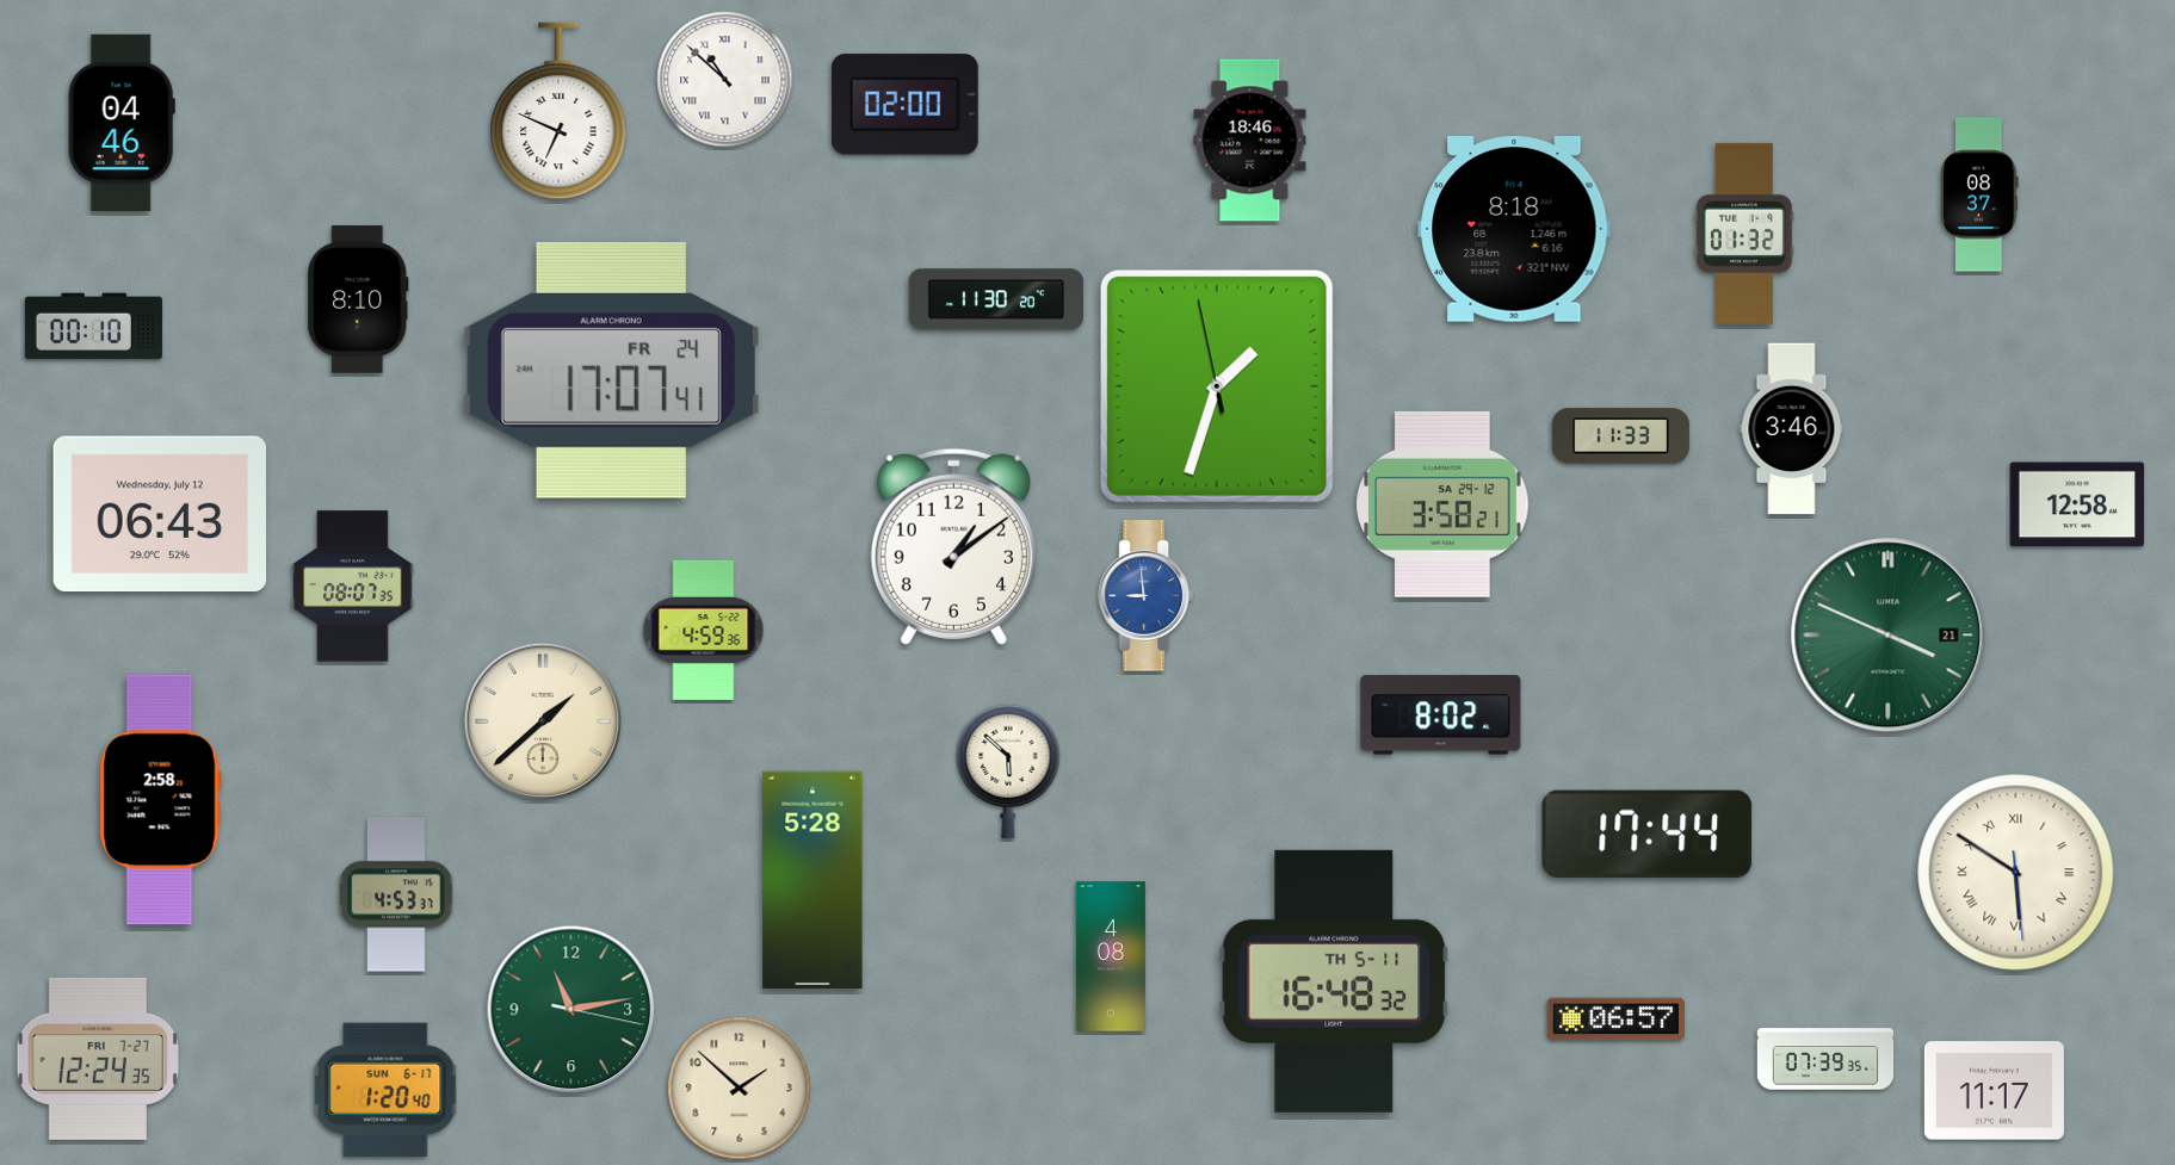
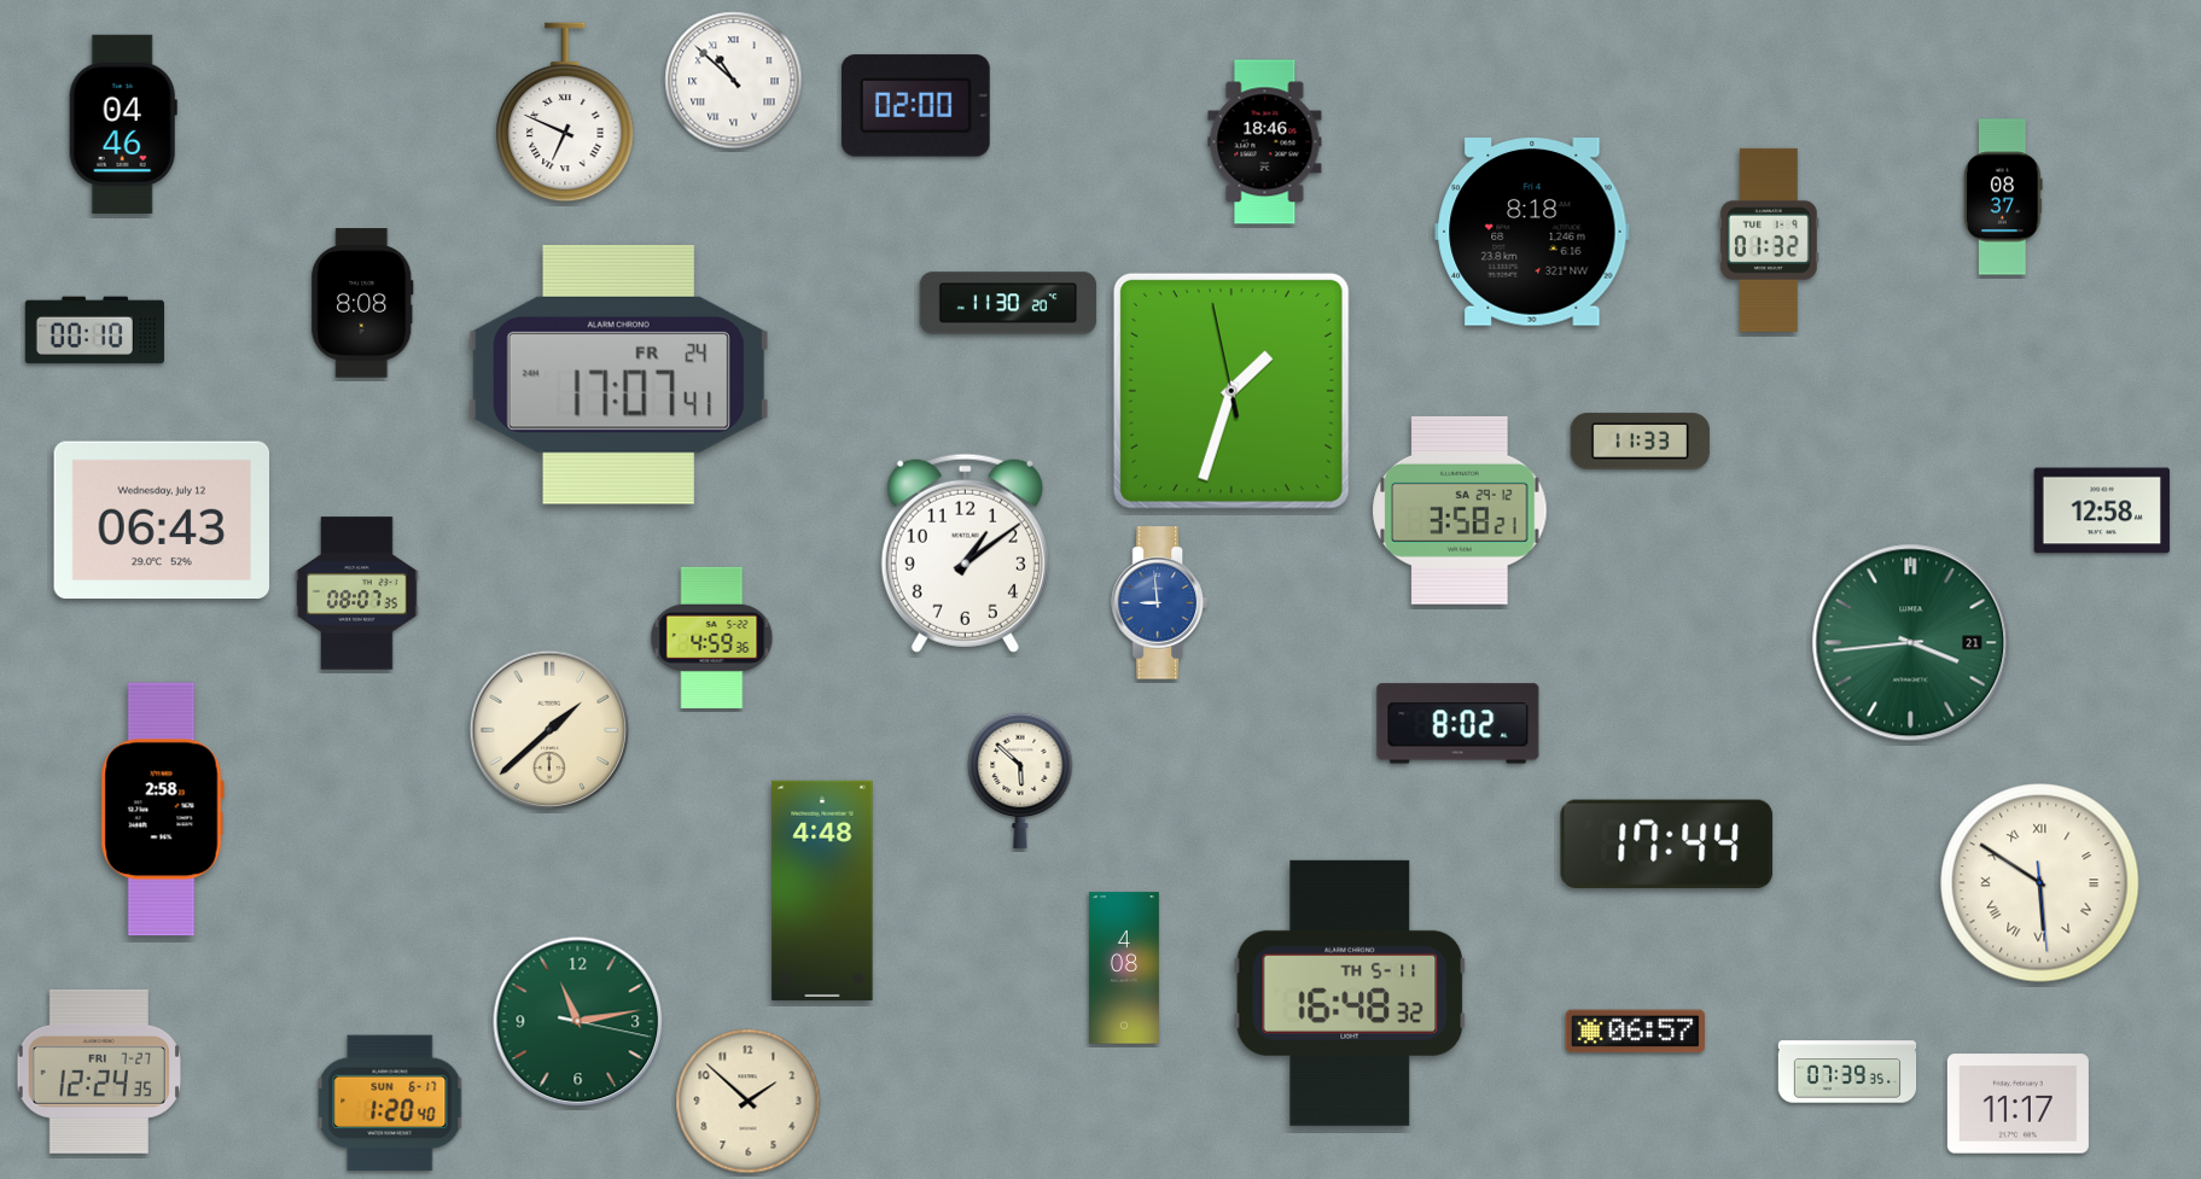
clock at (1744, 234) position: (1744, 234) -> (1769, 240)
clock at (358, 299): 8:10 -> 8:08
clock at (1792, 429): 3:46 -> none
clock at (1889, 636): 3:49 -> 3:44
clock at (812, 880): 5:28 -> 4:48
clock at (396, 894): 4:53 -> none
